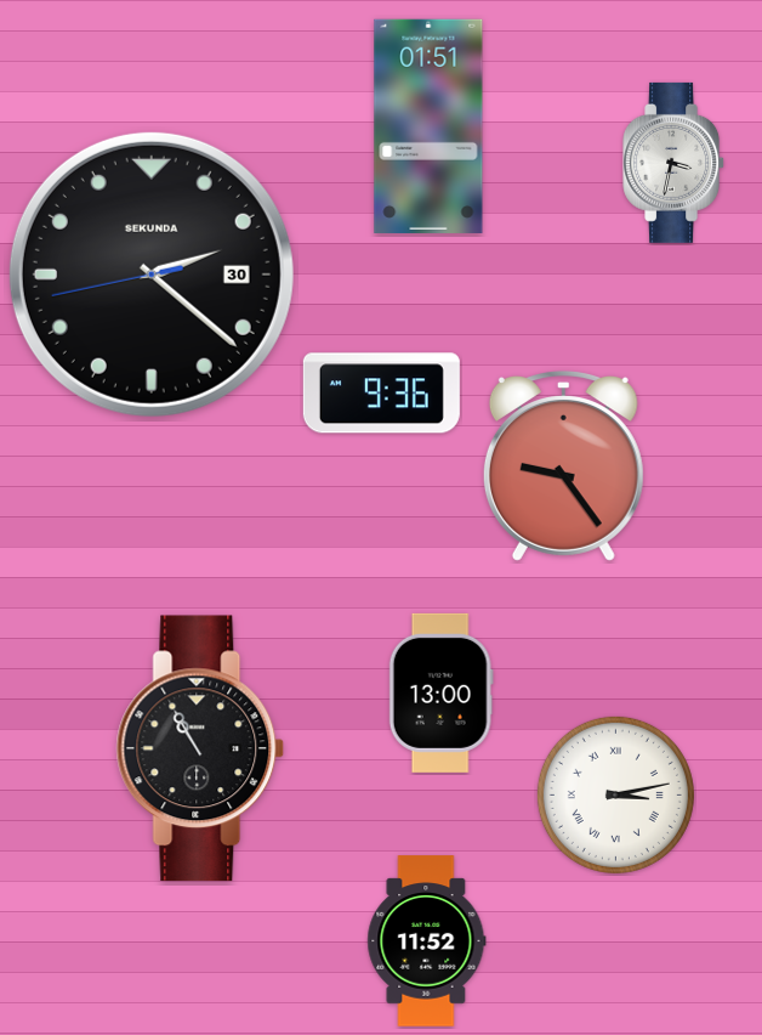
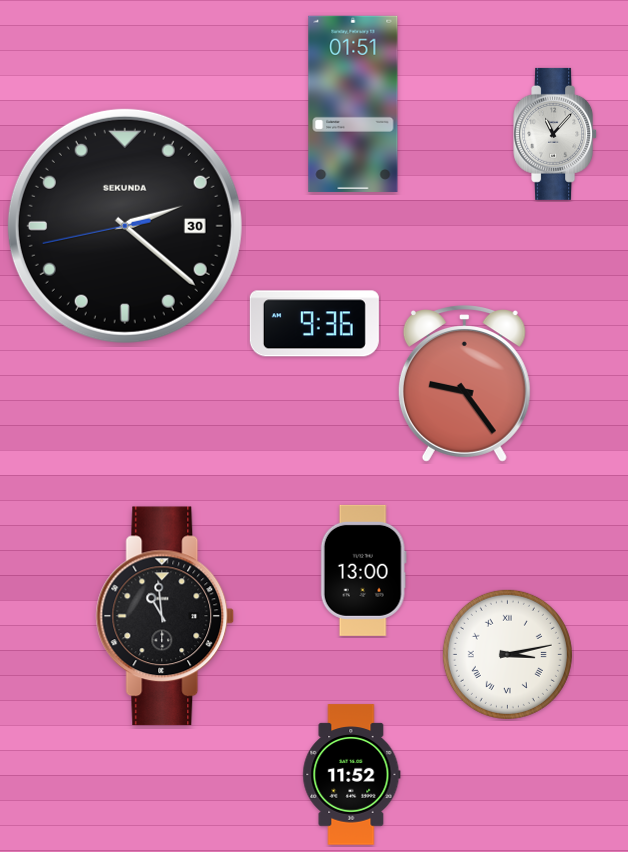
clock at (675, 163): 3:32 -> 11:07
clock at (200, 748): 10:55 -> 10:59
